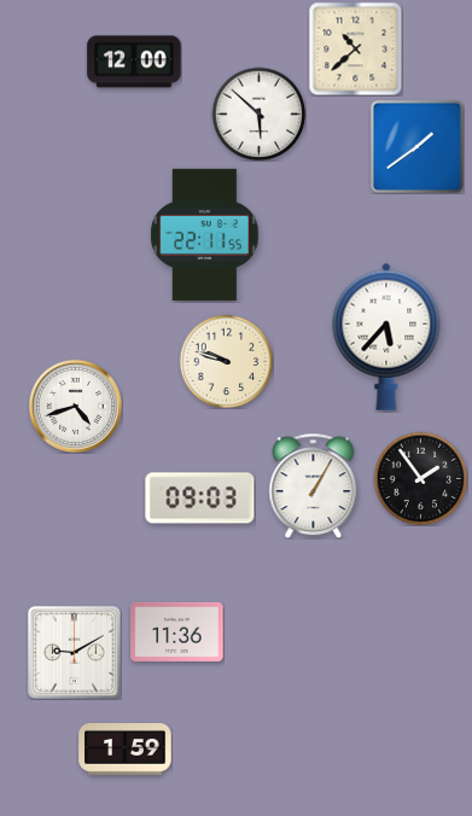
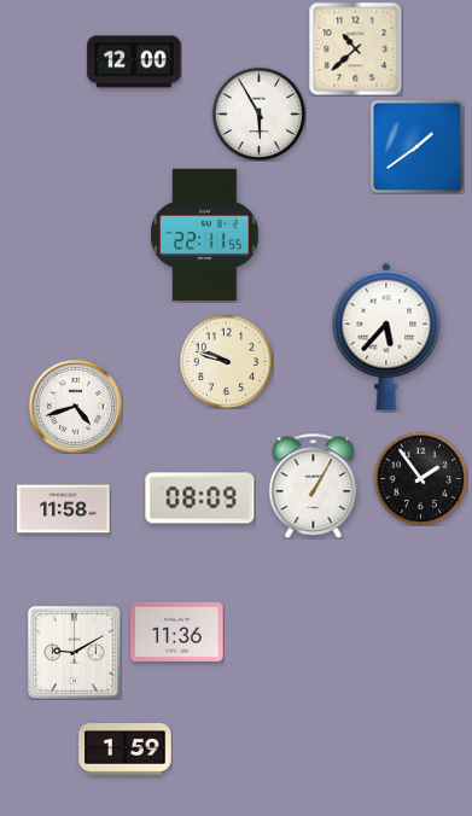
clock at (258, 113): 5:52 -> 5:55
clock at (200, 499): 09:03 -> 08:09
clock at (64, 509): none -> 11:58
